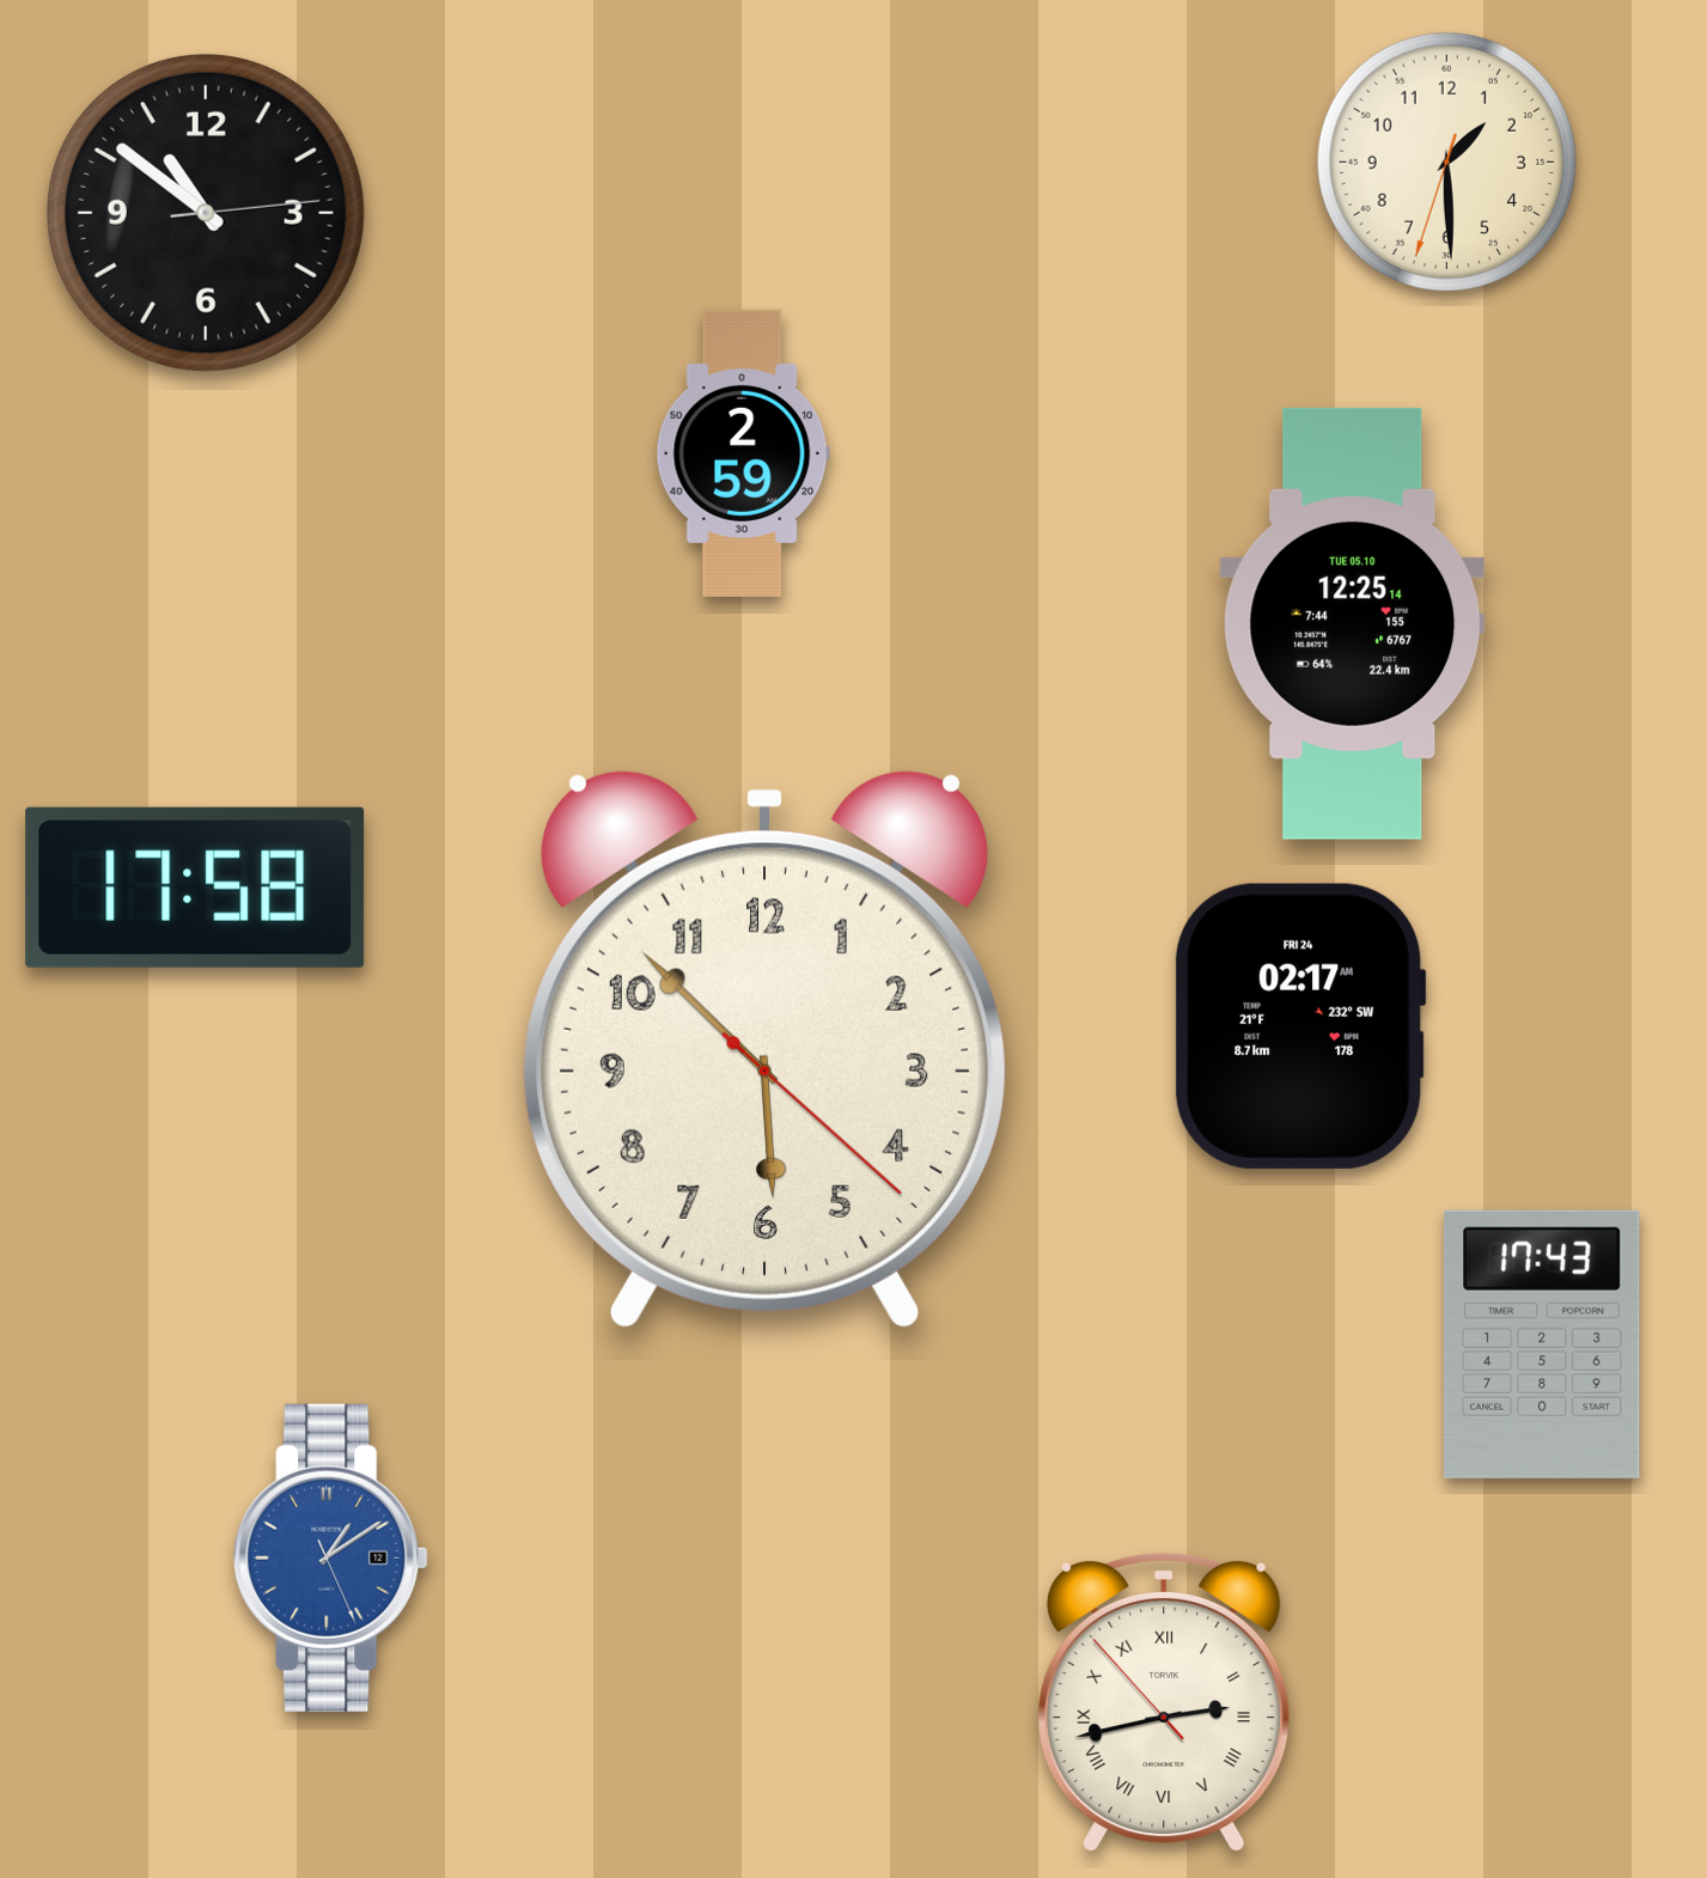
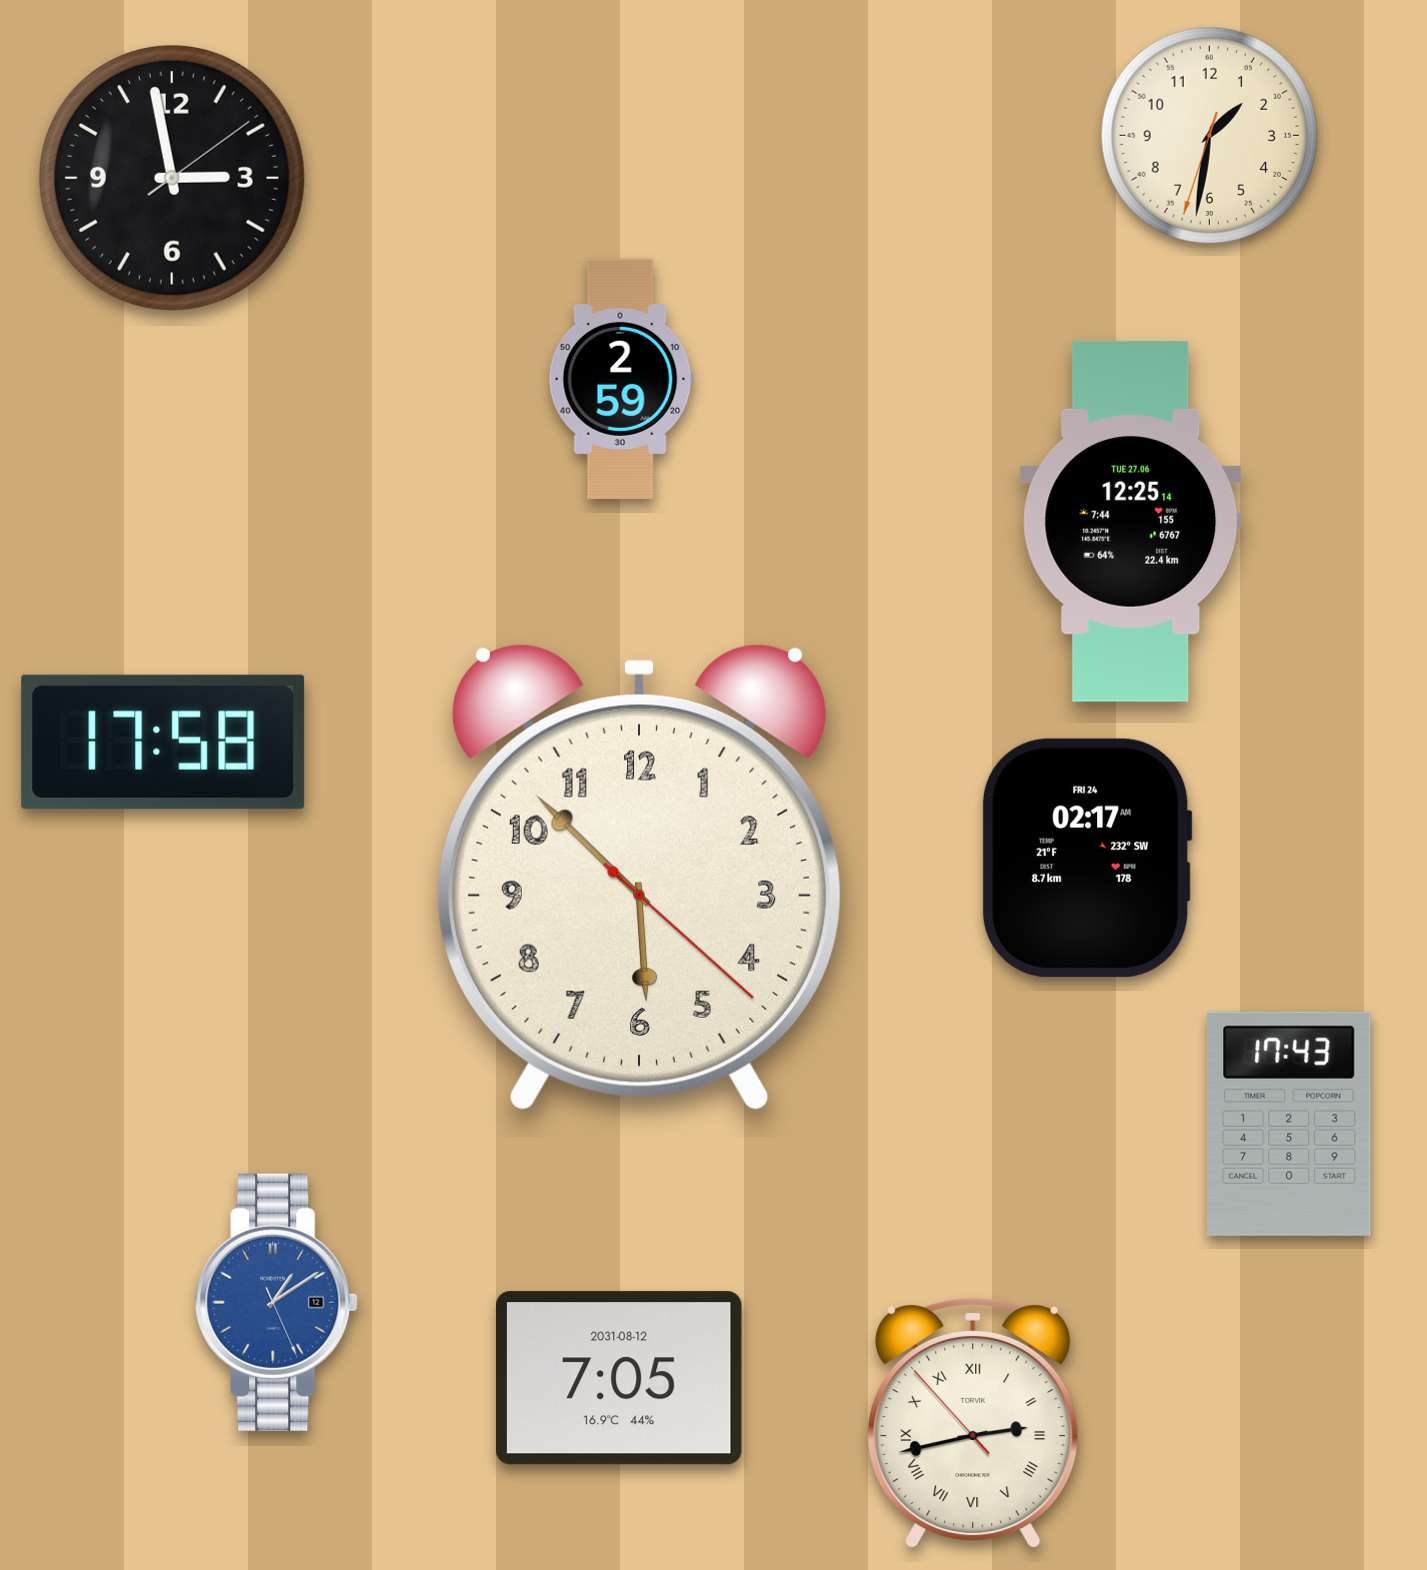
clock at (1446, 161): 1:29 -> 1:31
clock at (206, 213): 10:51 -> 2:58
clock at (1353, 623) date: TUE 05.10 -> TUE 27.06
clock at (619, 1378): none -> 7:05
